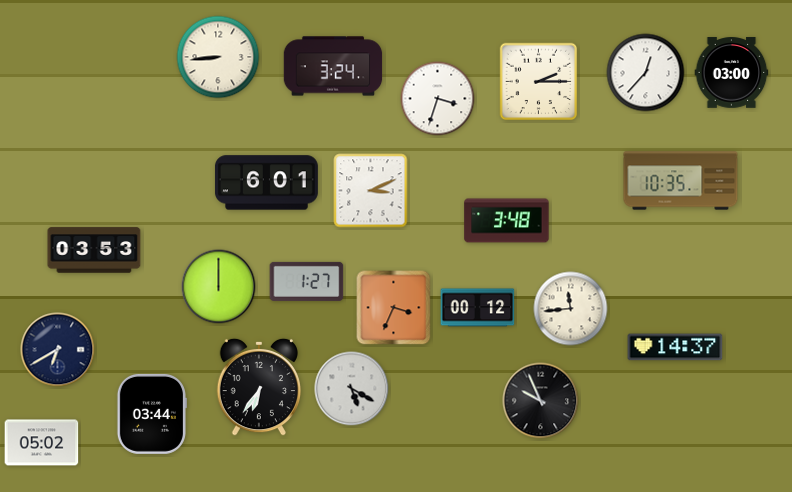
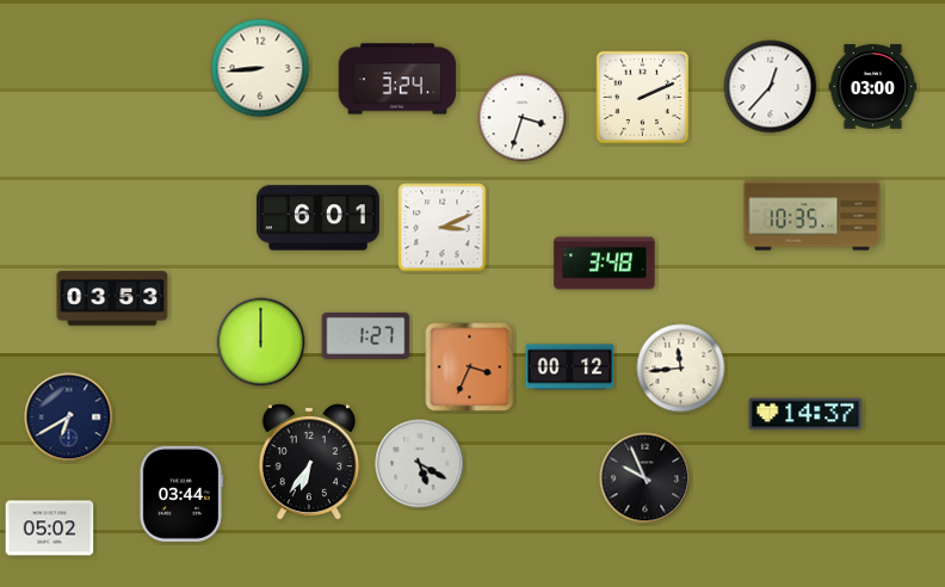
clock at (539, 82): 2:15 -> 2:11
